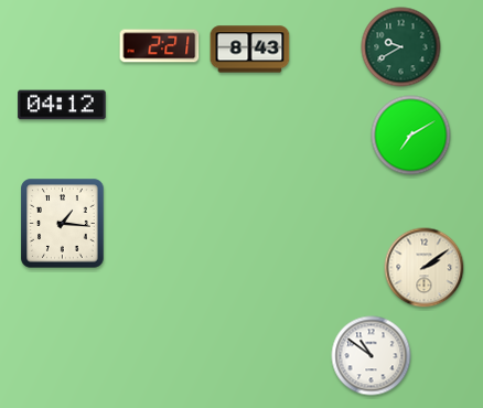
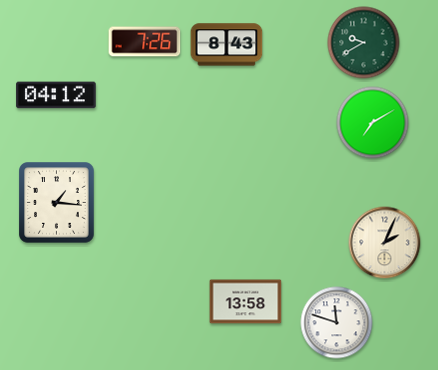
clock at (160, 46): 2:21 -> 7:26
clock at (425, 268): 2:09 -> 2:04
clock at (246, 302): none -> 13:58
clock at (372, 356): 10:51 -> 11:48
